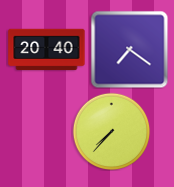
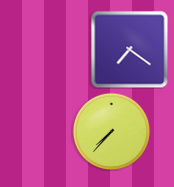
clock at (47, 50): 20:40 -> none
